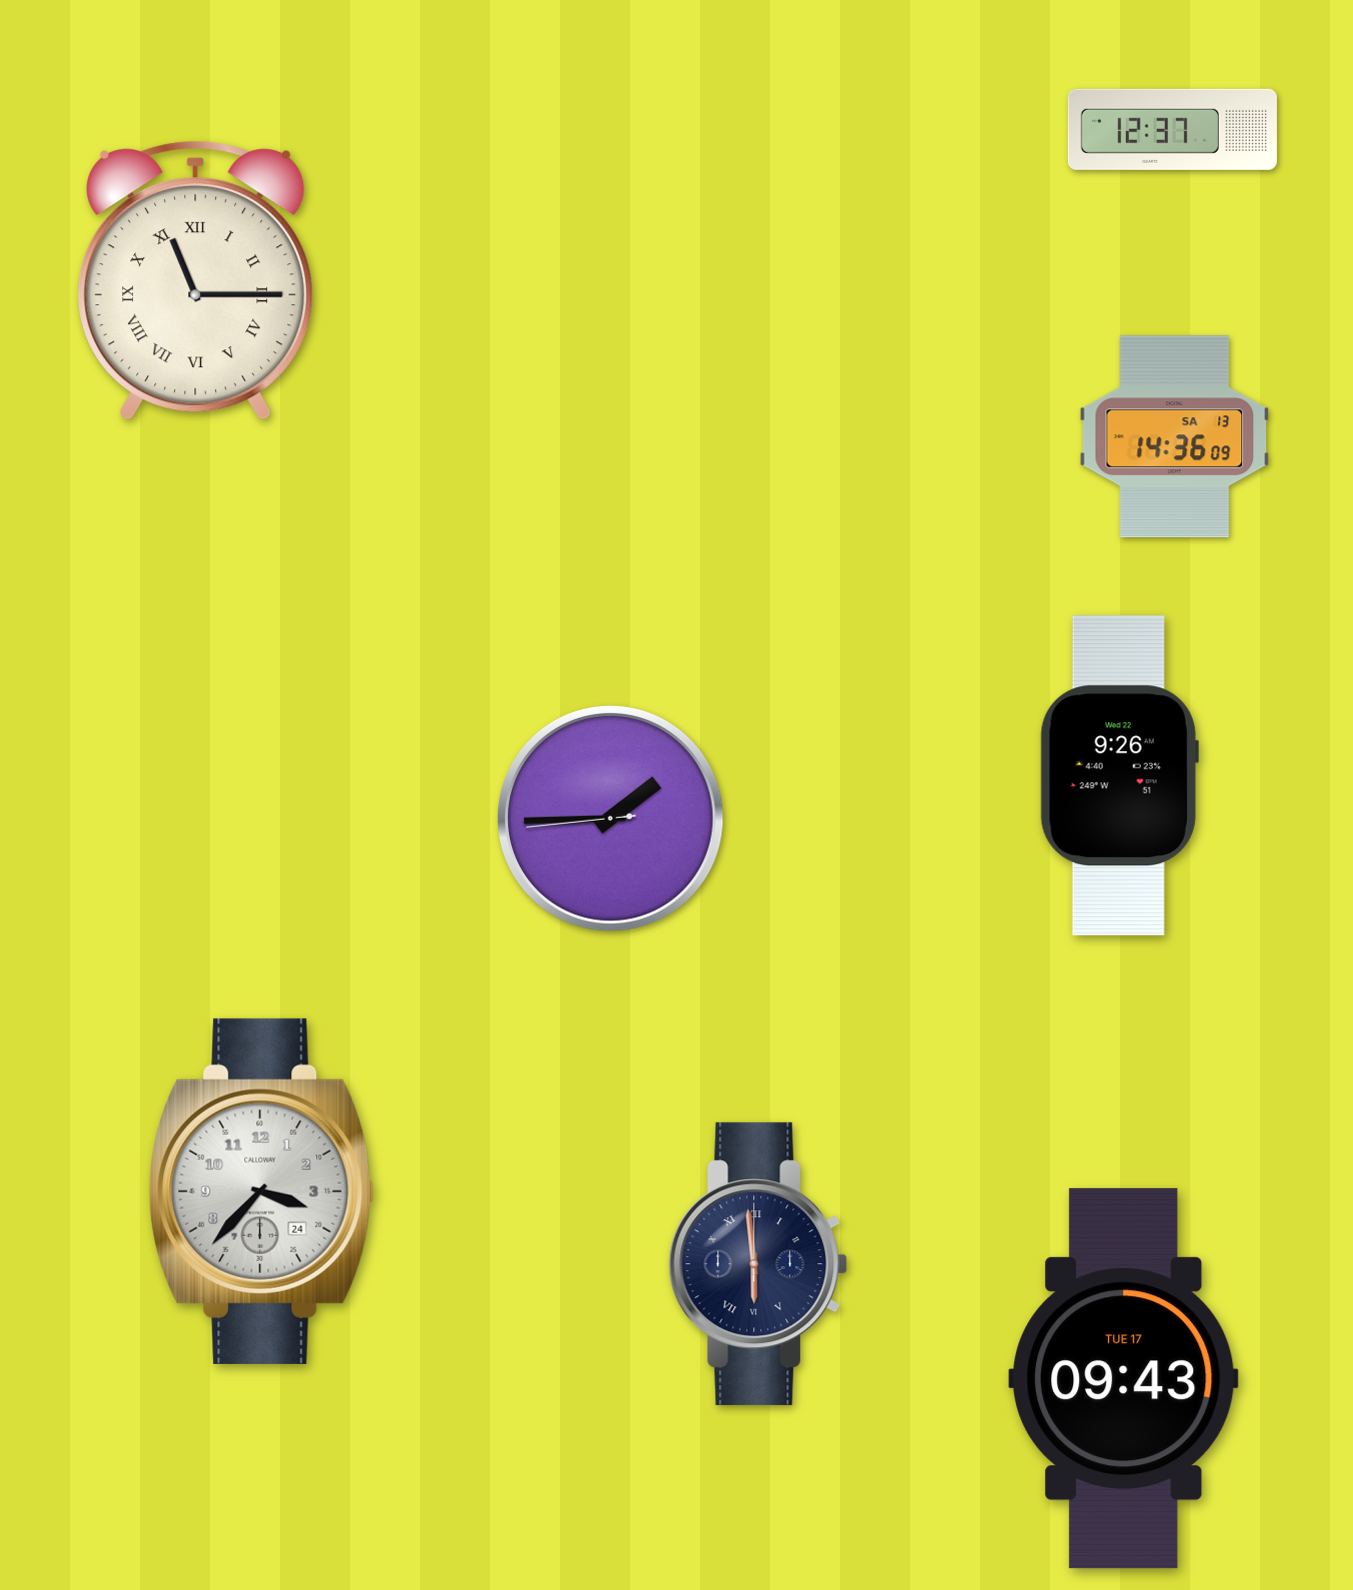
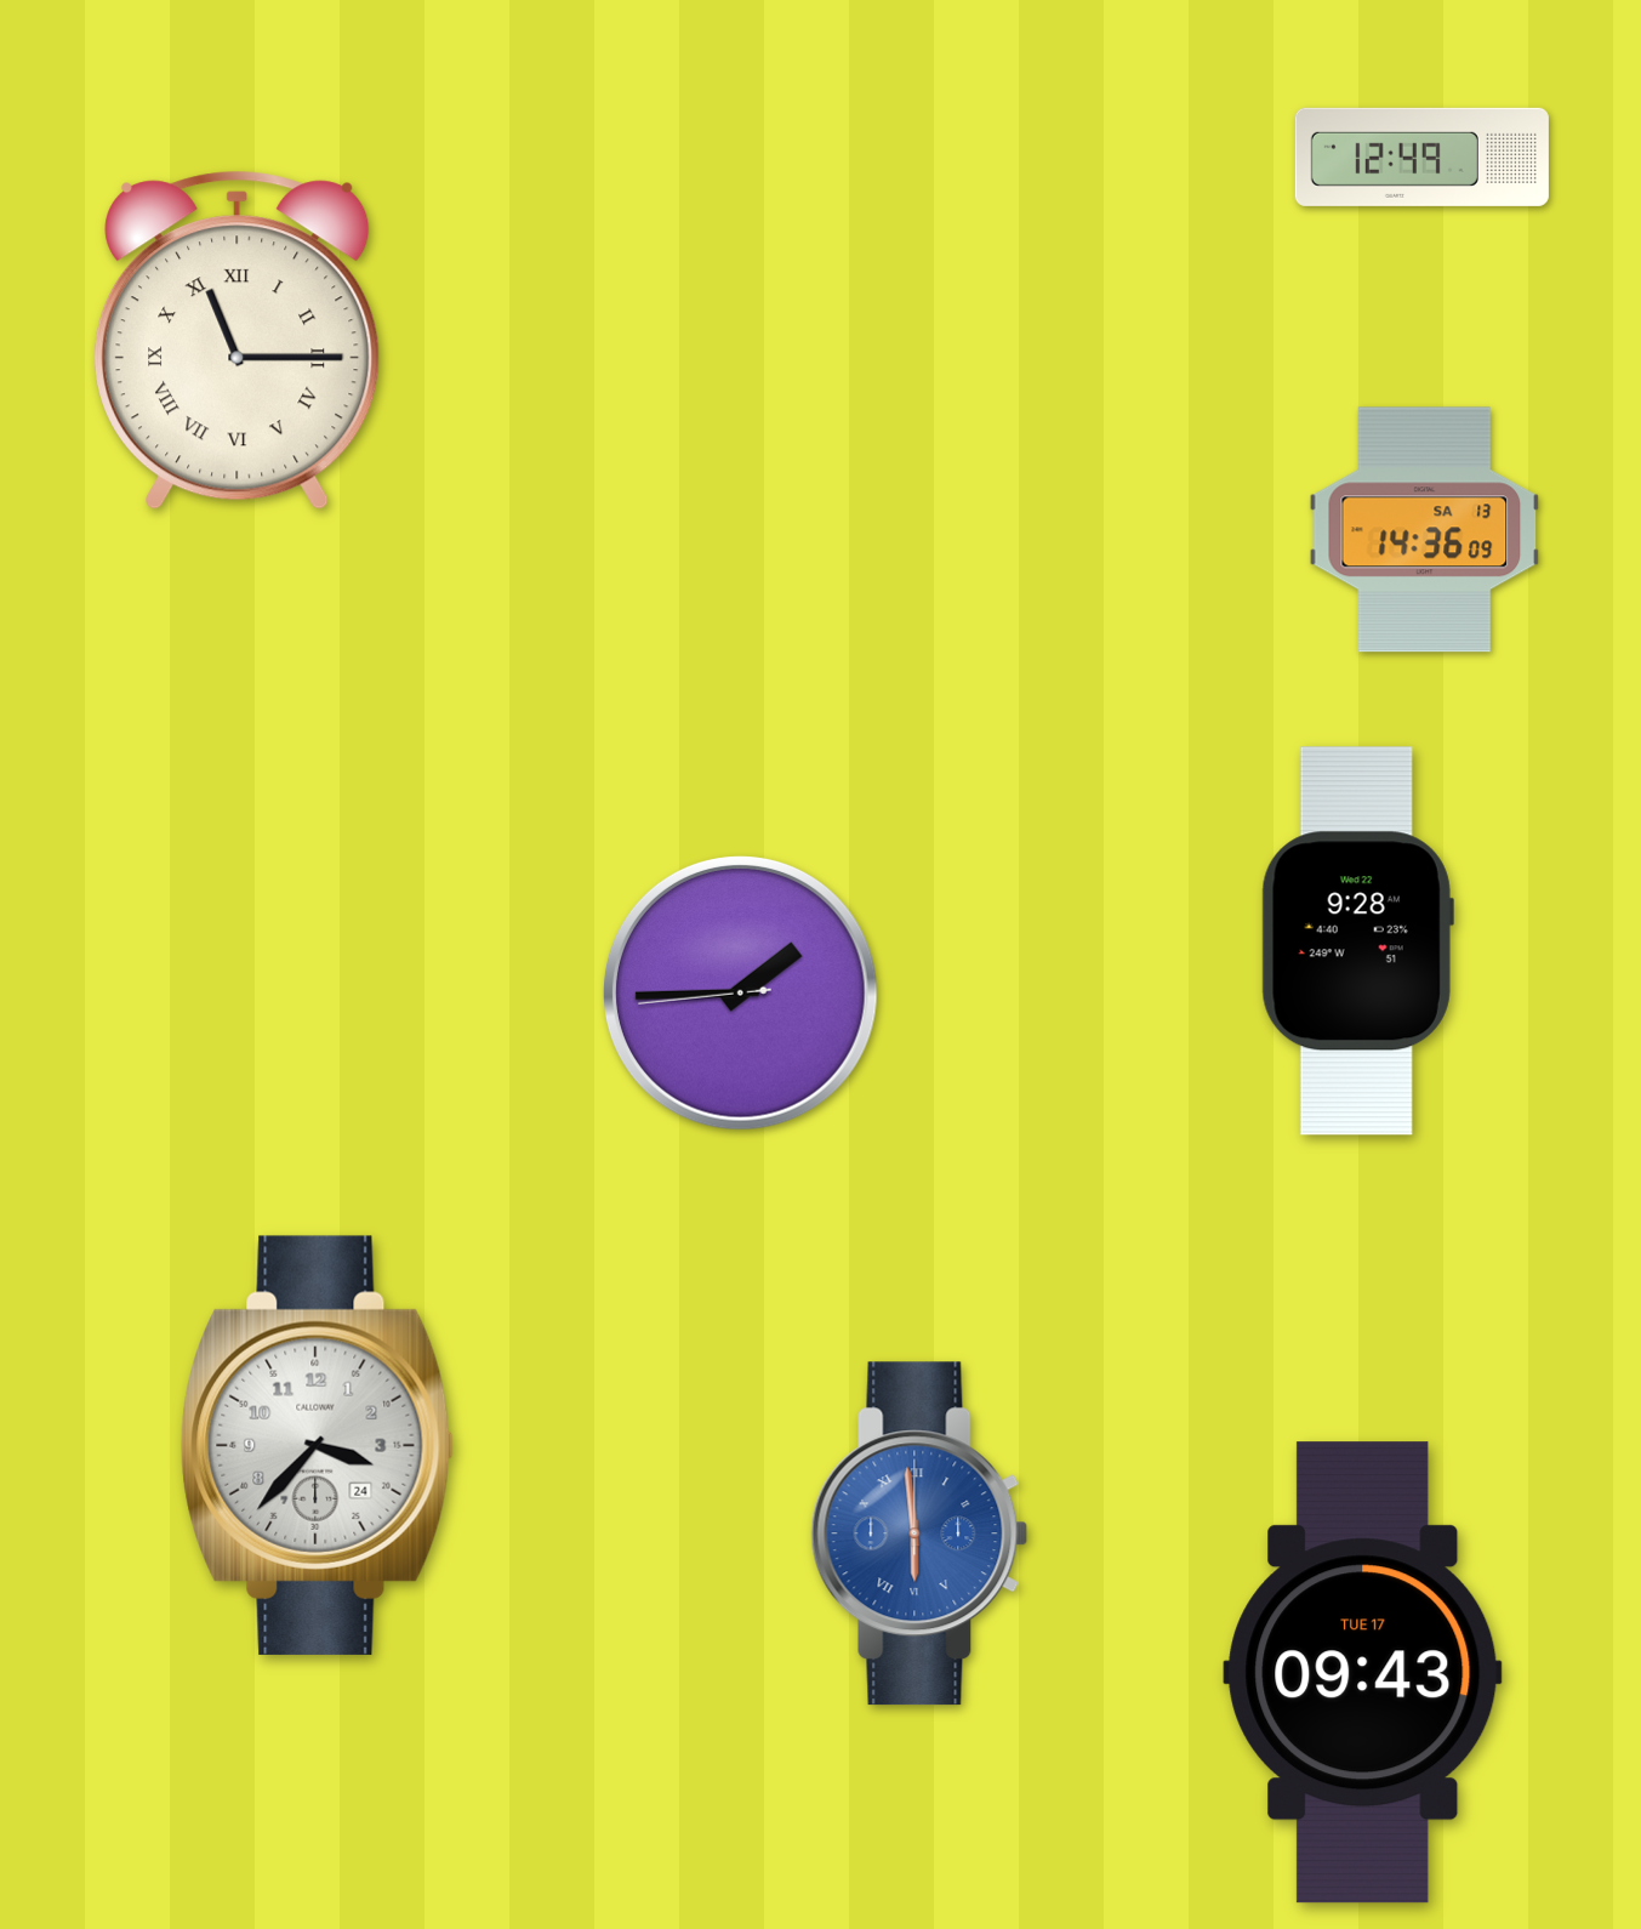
clock at (1172, 129): 12:37 -> 12:49
clock at (1119, 776): 9:26 -> 9:28
clock at (758, 1264) dial: navy -> blue
